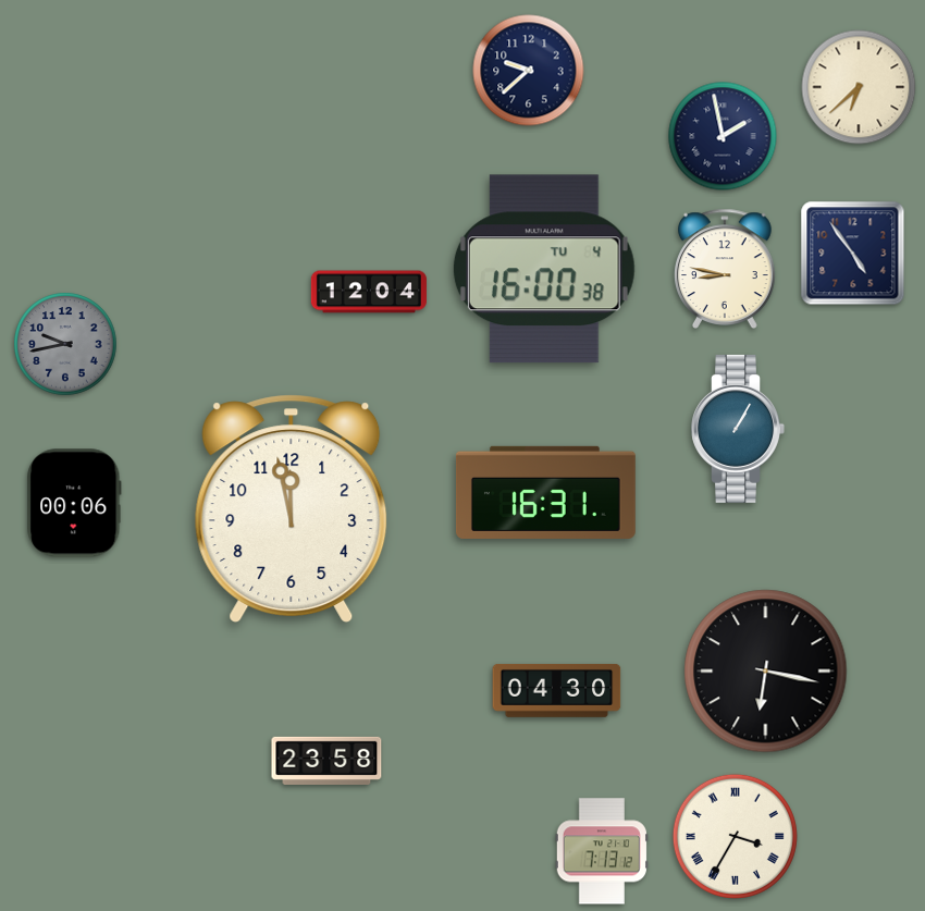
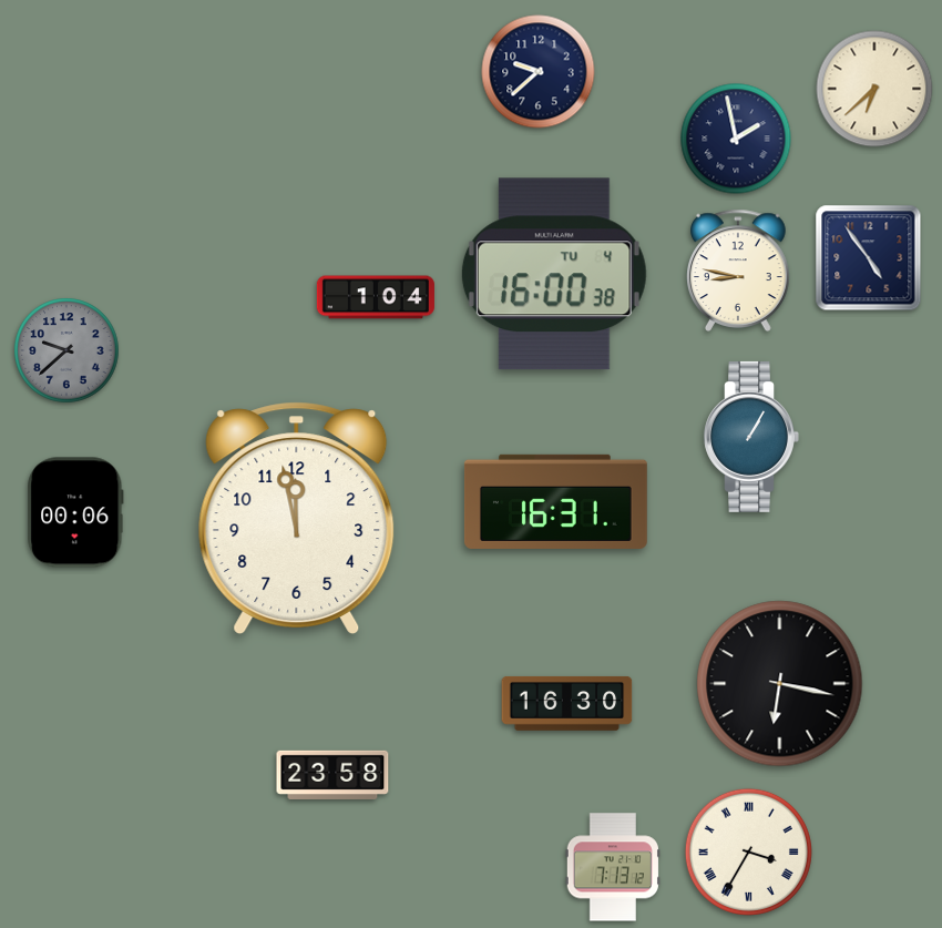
clock at (726, 269) position: (726, 269) -> (739, 271)
clock at (369, 292): 12:04 -> 1:04
clock at (65, 344): 9:43 -> 9:38
clock at (557, 690): 04:30 -> 16:30
